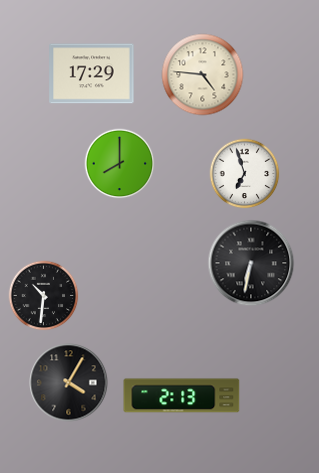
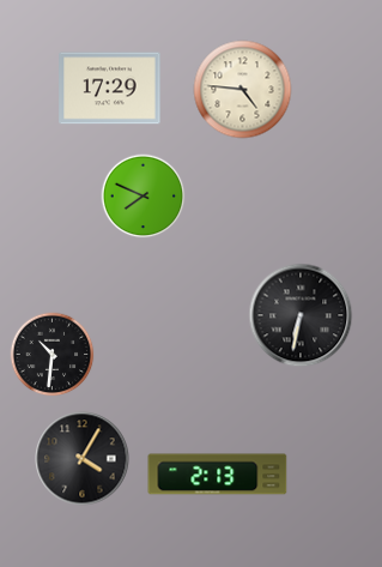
clock at (120, 164): 8:00 -> 7:49
clock at (245, 174): 6:57 -> none
